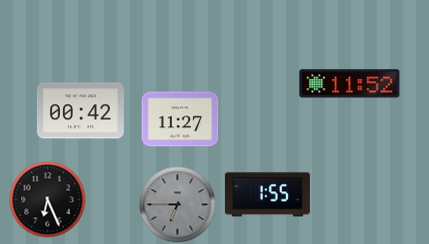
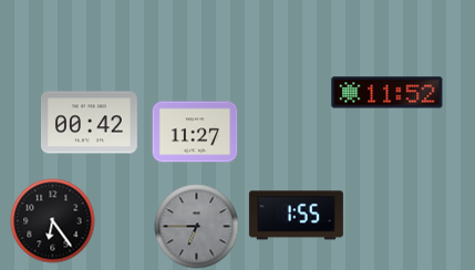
clock at (180, 119) position: (180, 119) -> (195, 132)
clock at (48, 200): 6:26 -> 6:24
